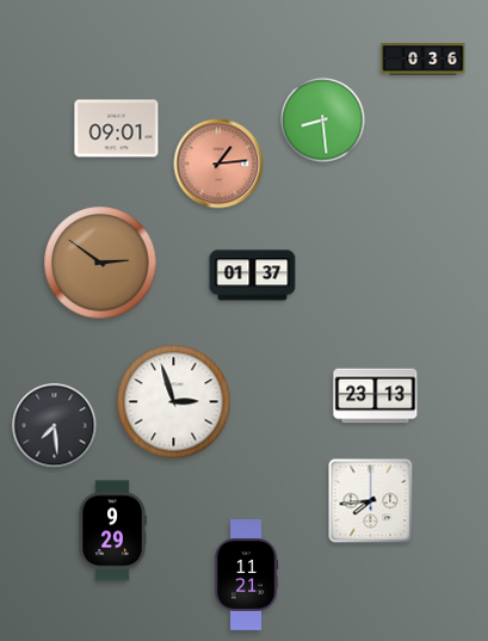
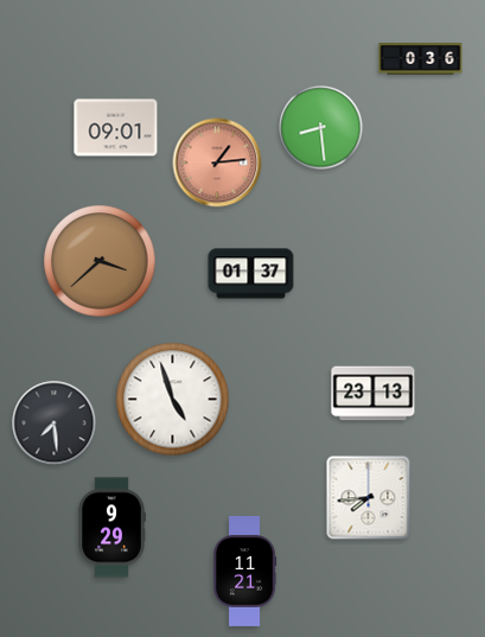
clock at (323, 121) position: (323, 121) -> (321, 128)
clock at (100, 263): 2:51 -> 3:38
clock at (174, 402): 2:57 -> 4:57
